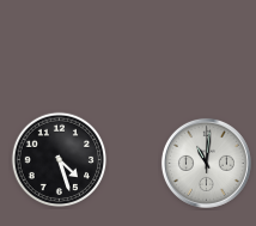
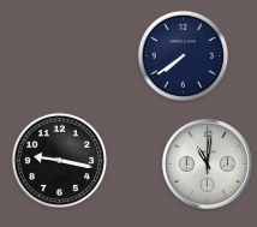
clock at (184, 56): none -> 7:39
clock at (60, 160): 4:27 -> 9:17
